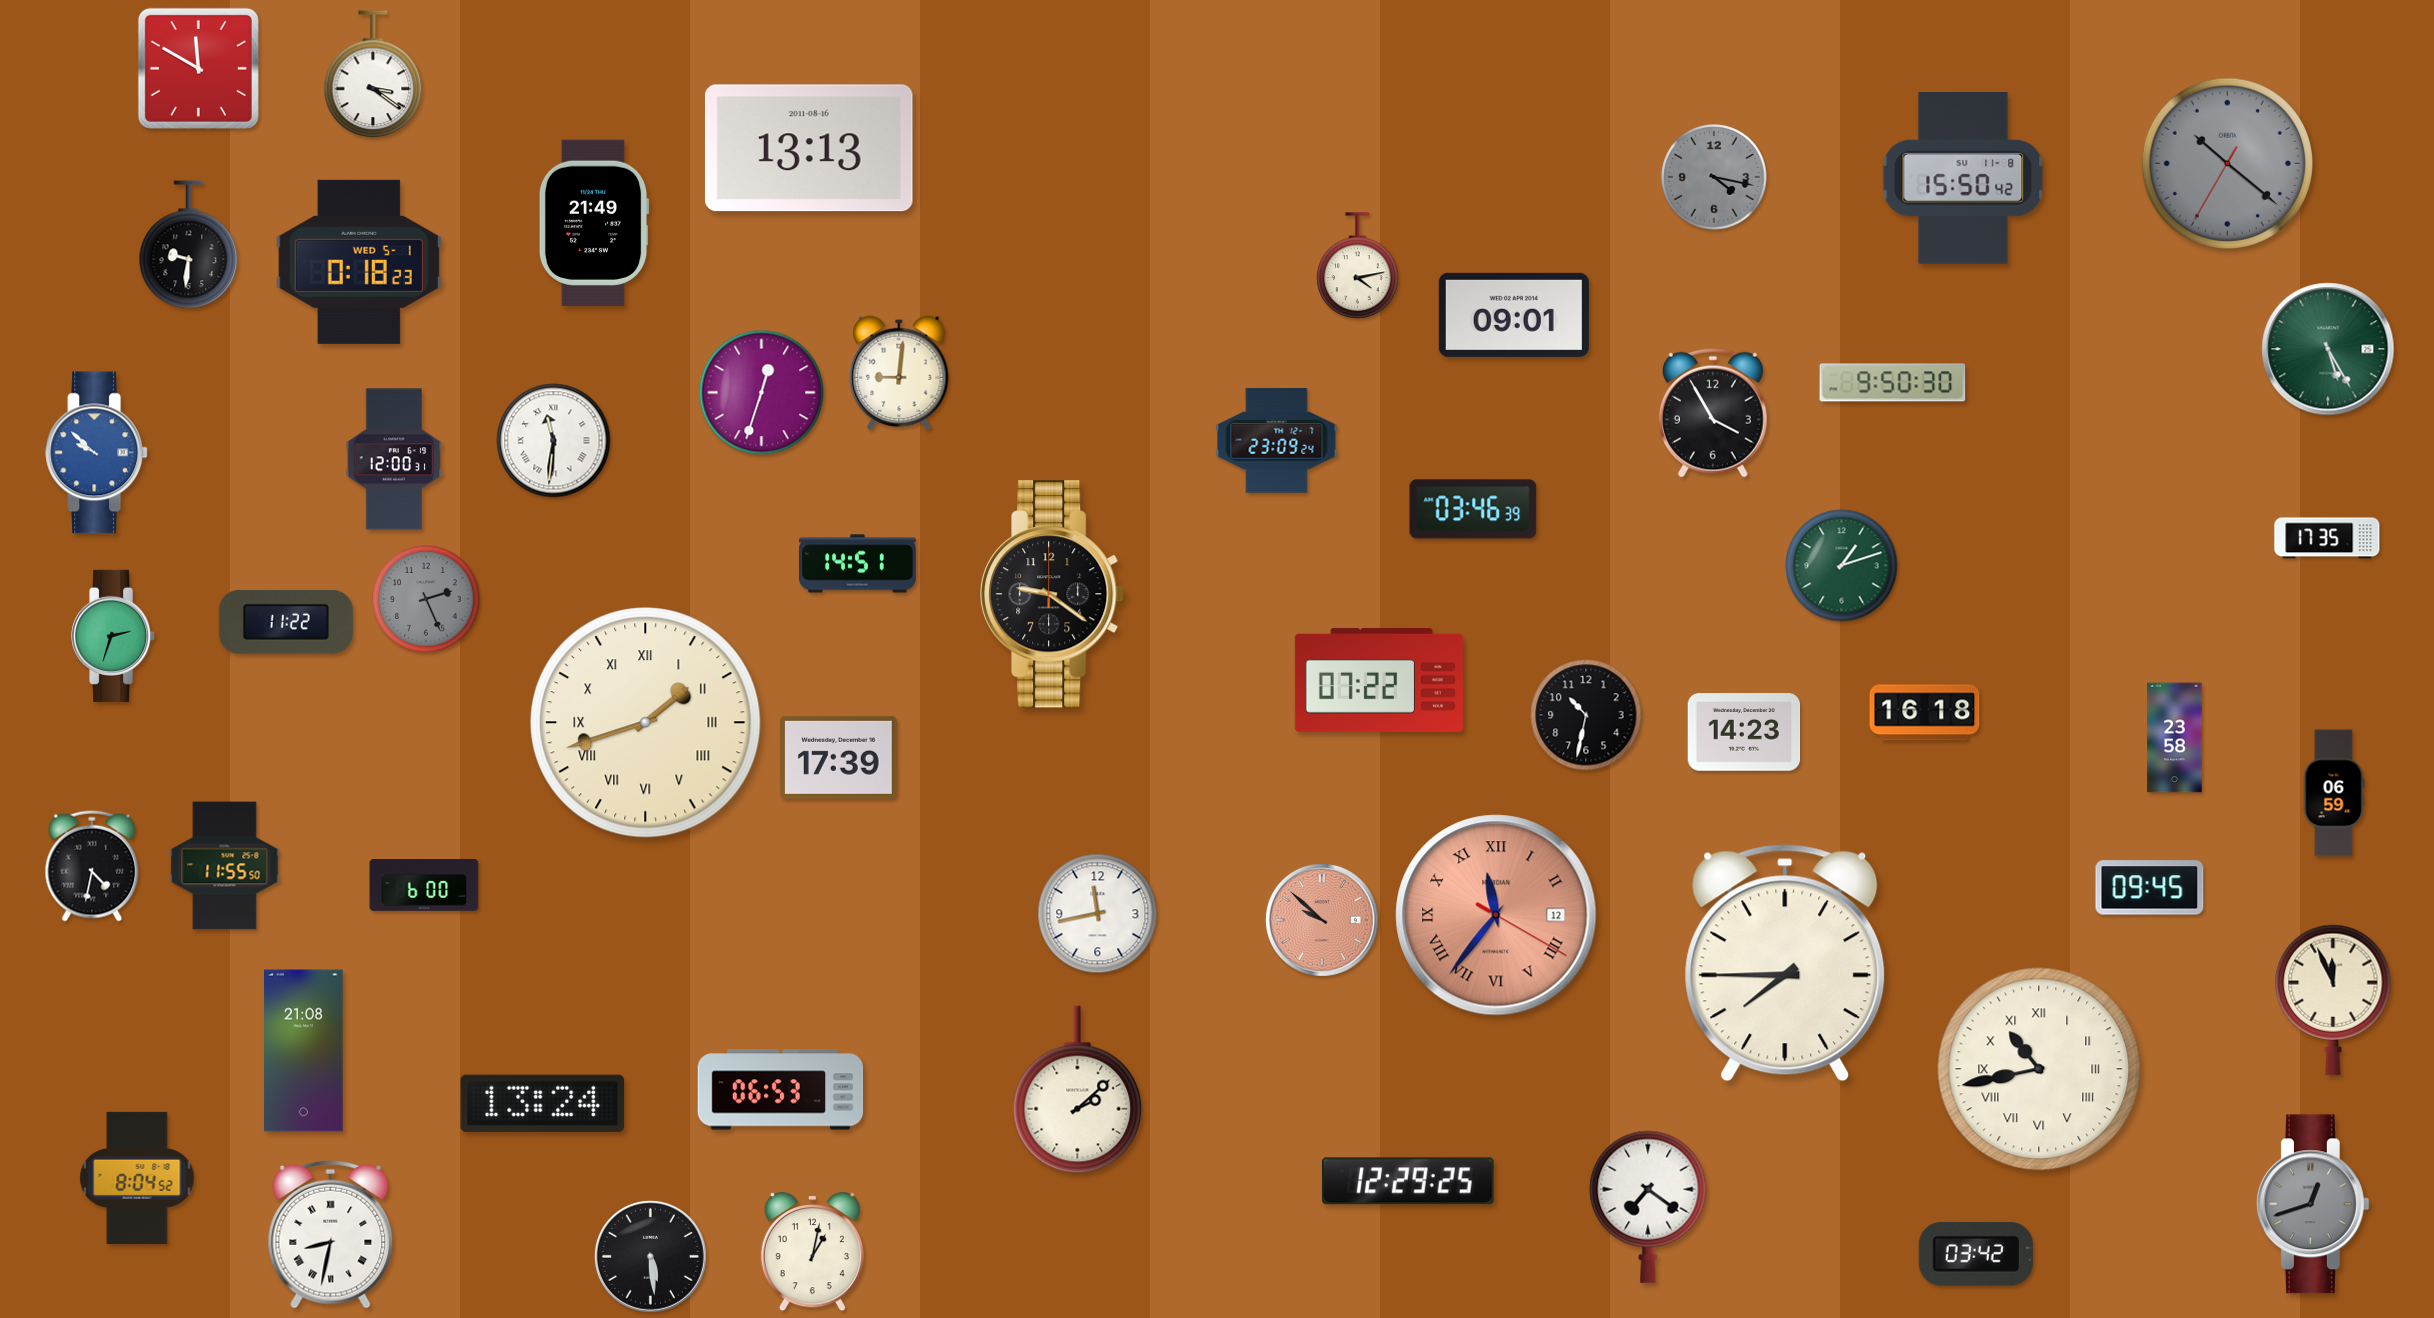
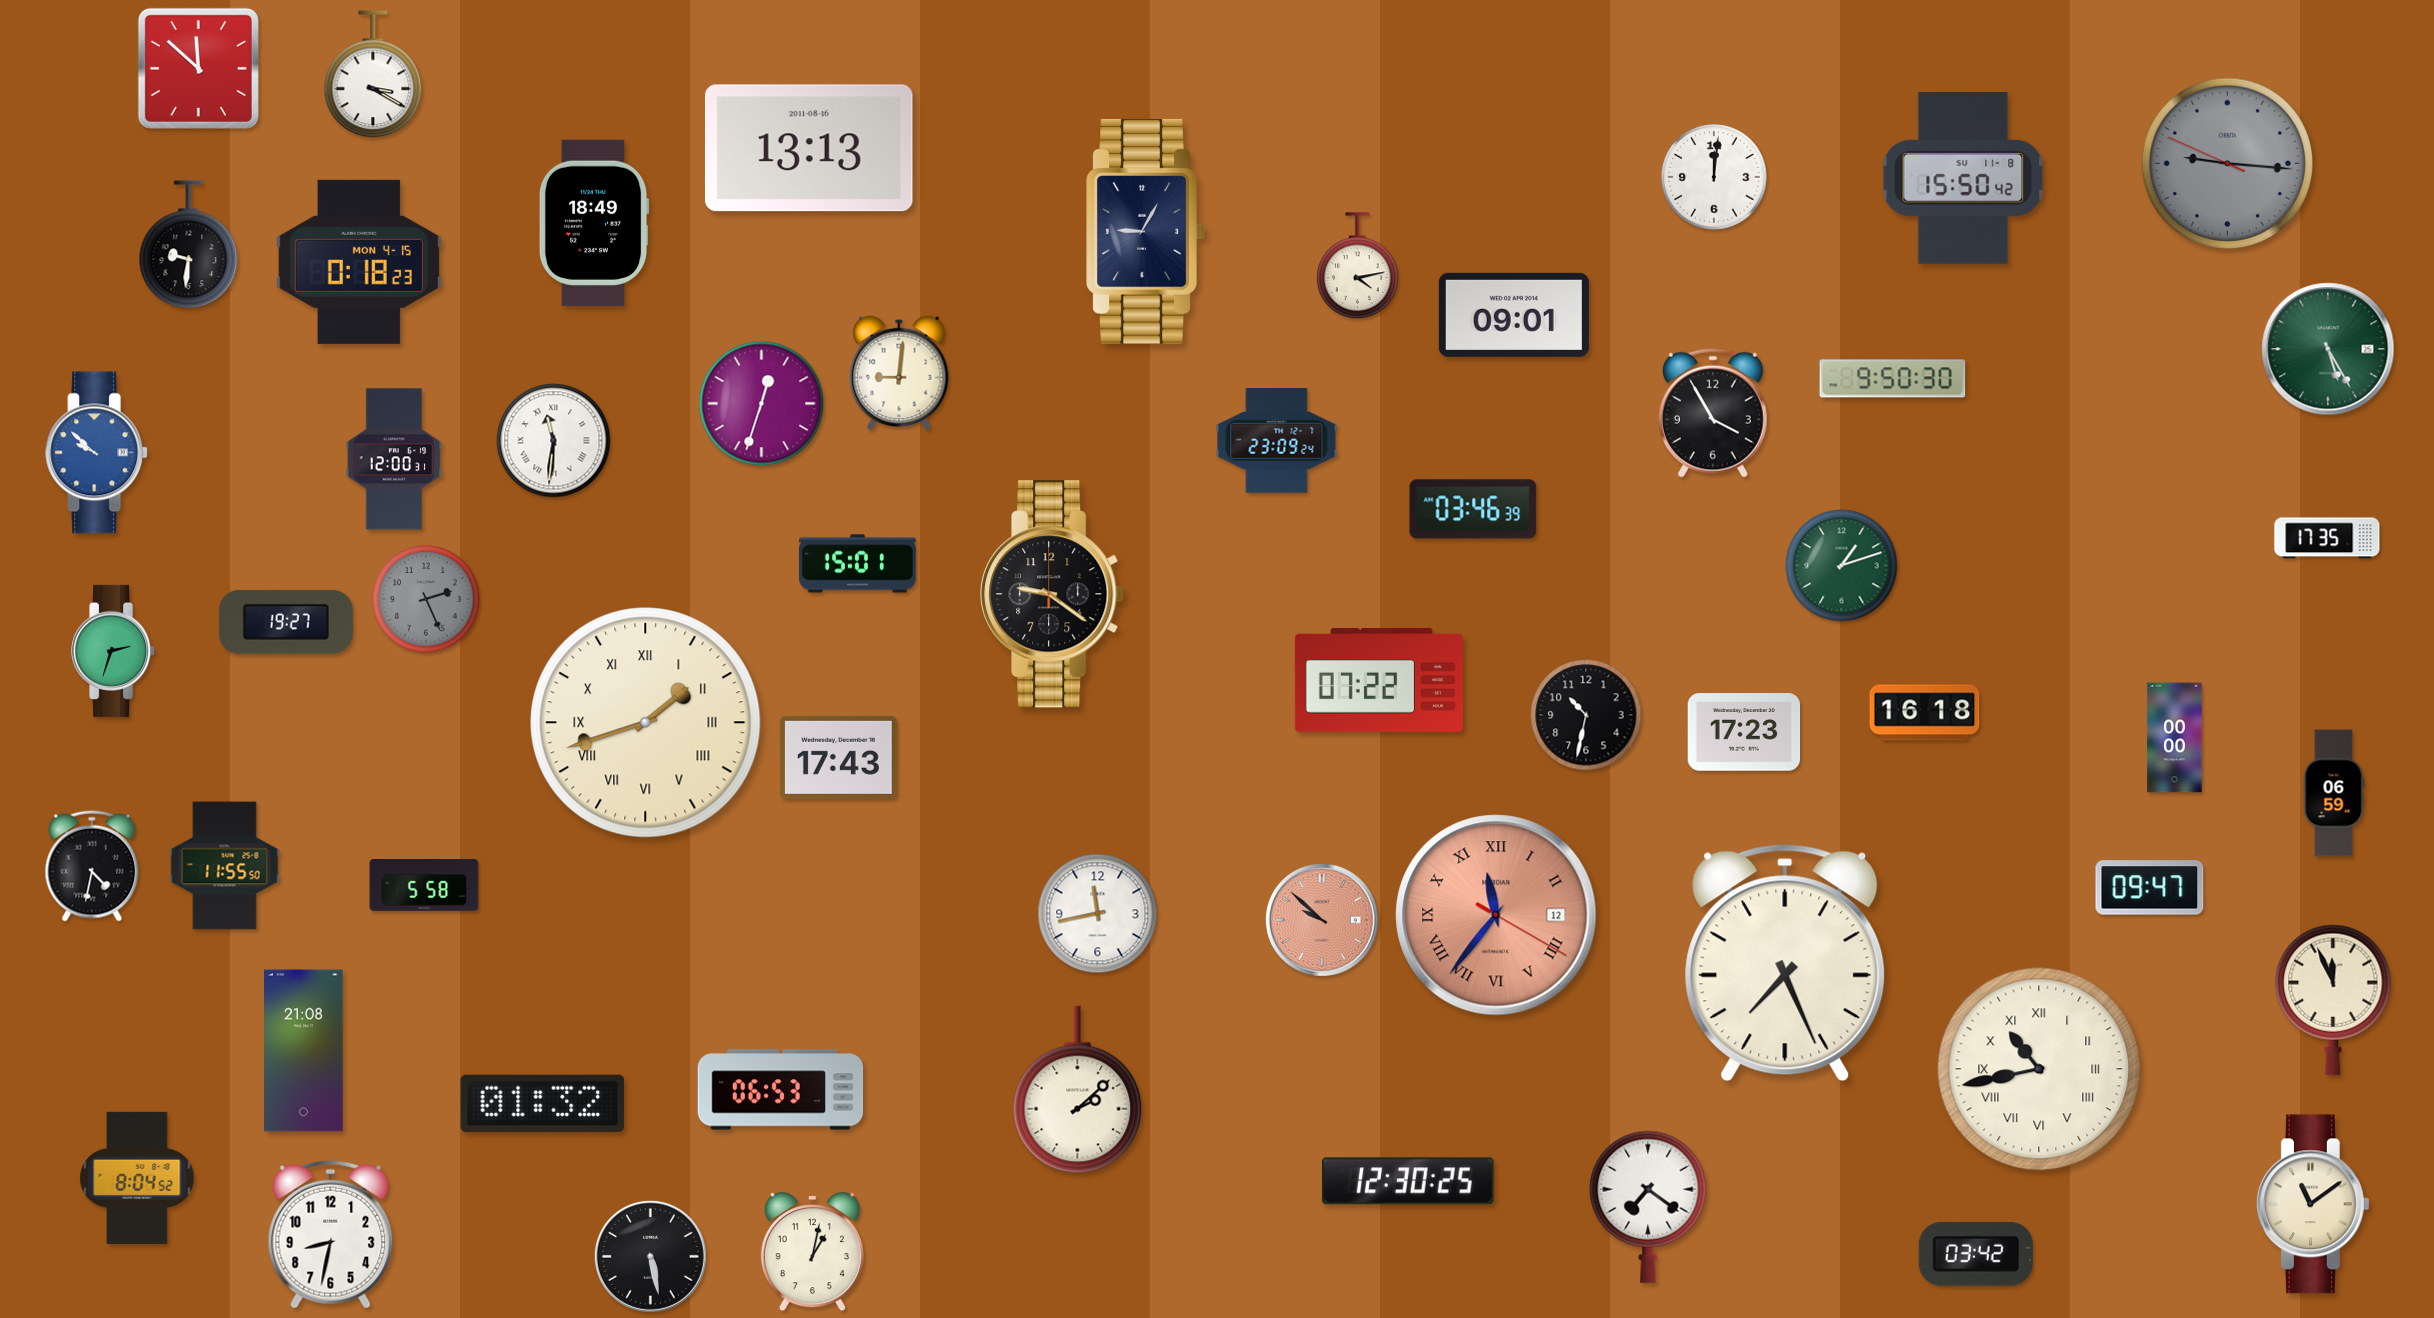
clock at (198, 68): 11:50 -> 11:52
clock at (373, 75): 3:21 -> 3:20
clock at (2227, 163): 10:21 -> 9:15
clock at (1714, 177): 4:17 -> 12:01
clock at (1714, 177) dial: grey -> white
clock at (594, 223): 21:49 -> 18:49
clock at (1146, 231): none -> 9:05
clock at (359, 262) date: WED 5-1 -> MON 4-15
clock at (1893, 383) position: (1893, 383) -> (1893, 379)
clock at (762, 393) position: (762, 393) -> (762, 404)
clock at (857, 564): 14:51 -> 15:01
clock at (286, 622): 11:22 -> 19:27
clock at (114, 636) position: (114, 636) -> (114, 651)
clock at (1744, 732): 14:23 -> 17:23
clock at (2175, 738): 23:58 -> 00:00
clock at (838, 757): 17:39 -> 17:43
clock at (424, 886): 6:00 -> 5:58
clock at (2150, 888): 09:45 -> 09:47
clock at (1785, 963): 7:45 -> 7:26
clock at (543, 1103): 13:24 -> 01:32
clock at (1409, 1181): 12:29 -> 12:30
clock at (2313, 1204): 12:42 -> 11:09
clock at (2313, 1204) dial: grey -> cream
clock at (331, 1234) numerals: Roman -> Arabic
clock at (650, 1256): 5:29 -> 5:28
